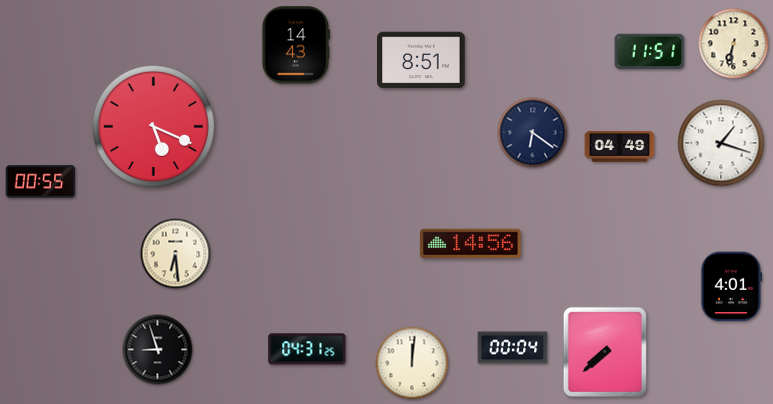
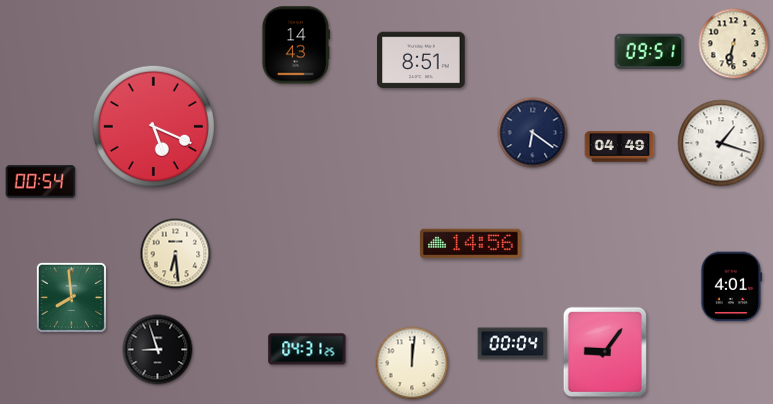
clock at (650, 51): 11:51 -> 09:51
clock at (41, 182): 00:55 -> 00:54
clock at (71, 297): none -> 7:59
clock at (513, 348) position: (513, 348) -> (513, 344)
clock at (604, 351): 7:38 -> 9:06
